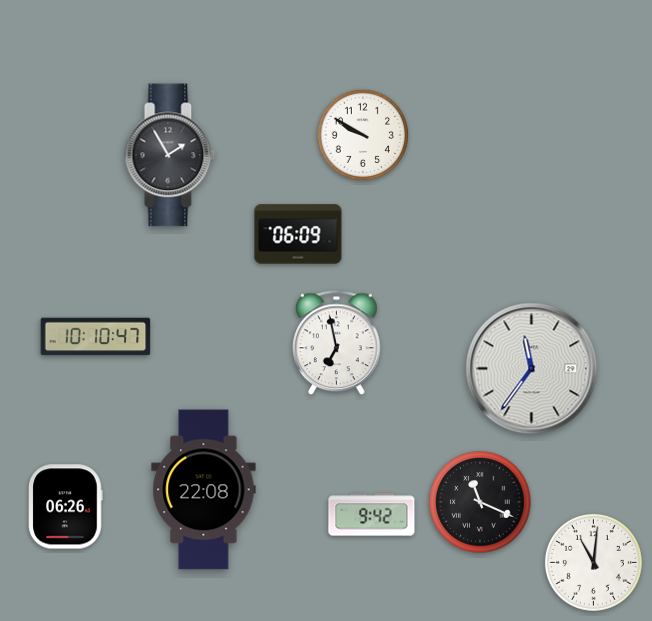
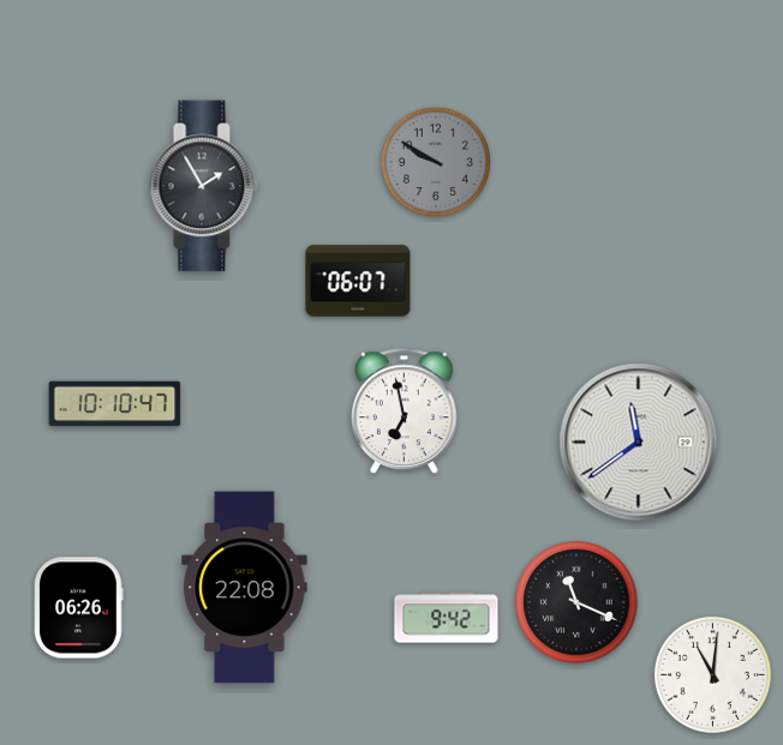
clock at (363, 135) dial: white -> grey
clock at (298, 234): 06:09 -> 06:07
clock at (532, 369): 11:36 -> 11:39
